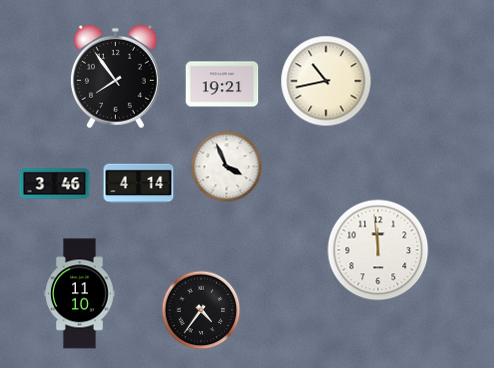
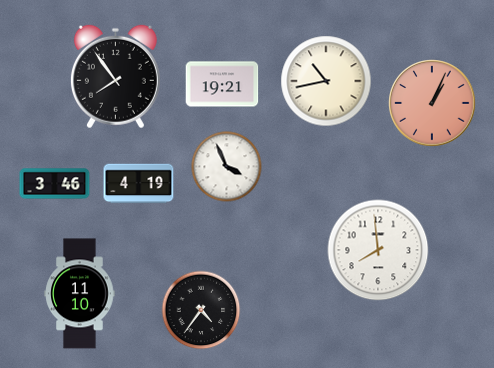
clock at (432, 103): none -> 1:04
clock at (139, 184): 4:14 -> 4:19
clock at (378, 250): 11:59 -> 7:59
